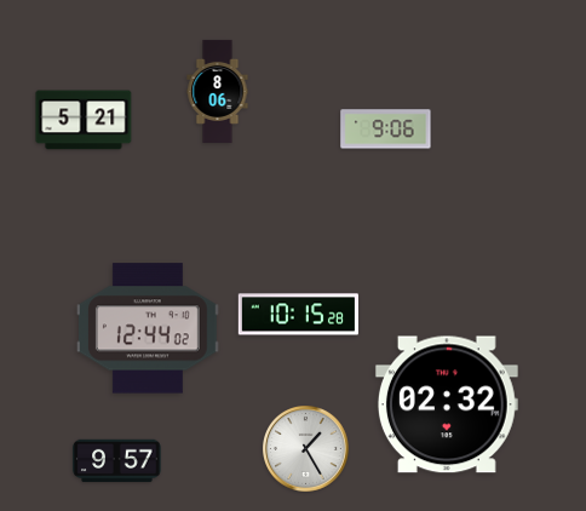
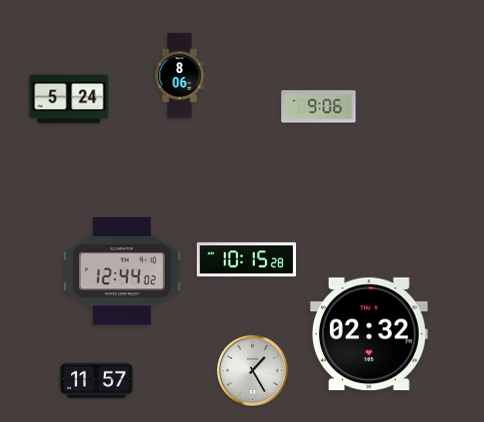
clock at (84, 120): 5:21 -> 5:24
clock at (117, 461): 9:57 -> 11:57
